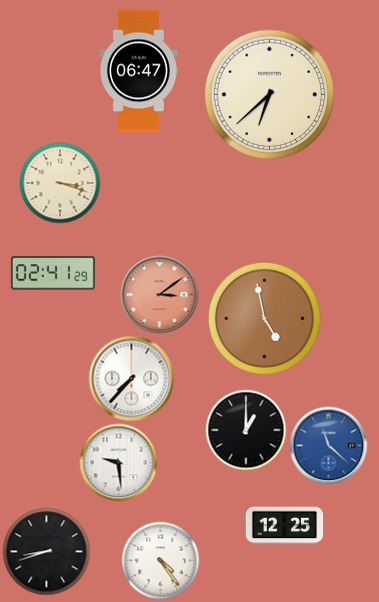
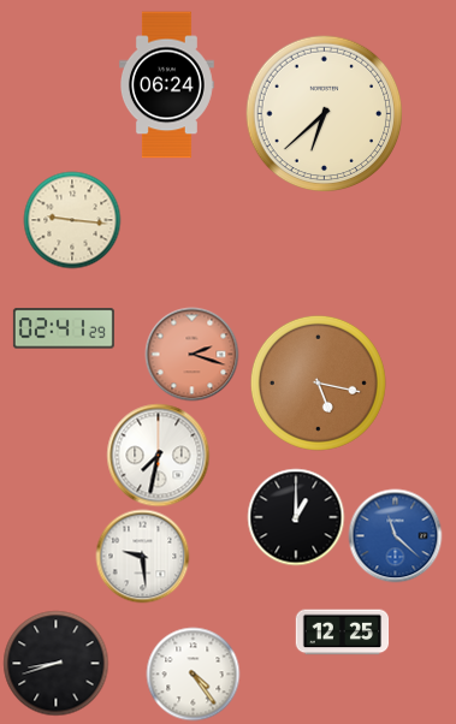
clock at (138, 71): 06:47 -> 06:24
clock at (60, 183): 3:18 -> 9:16
clock at (159, 294): 3:09 -> 2:18
clock at (264, 318): 4:58 -> 5:17
clock at (131, 378): 7:37 -> 7:32
